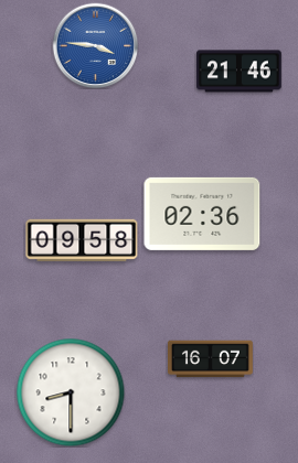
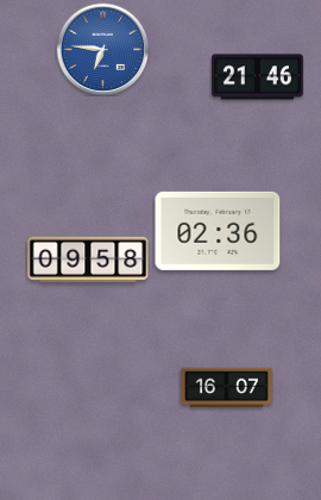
clock at (95, 45): 3:46 -> 6:46
clock at (71, 392): 8:30 -> none
